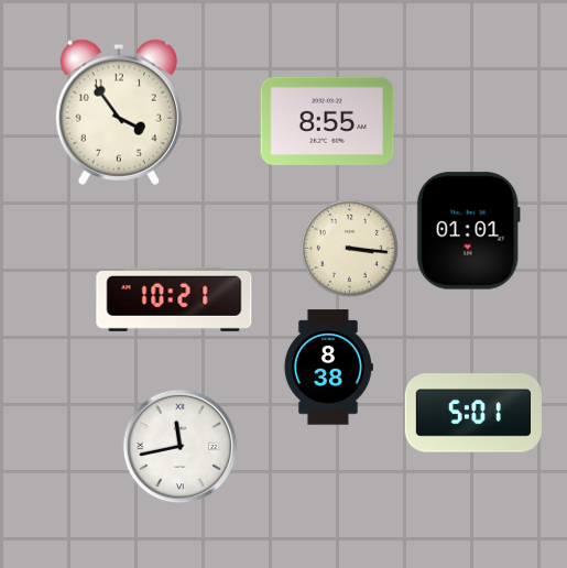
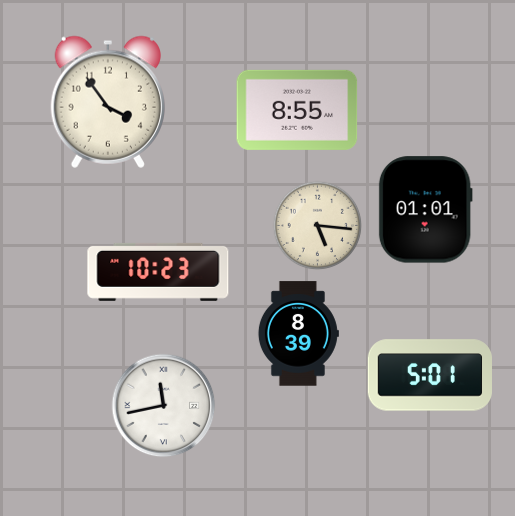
clock at (350, 249): 3:16 -> 5:16
clock at (174, 299): 10:21 -> 10:23
clock at (328, 368): 8:38 -> 8:39
